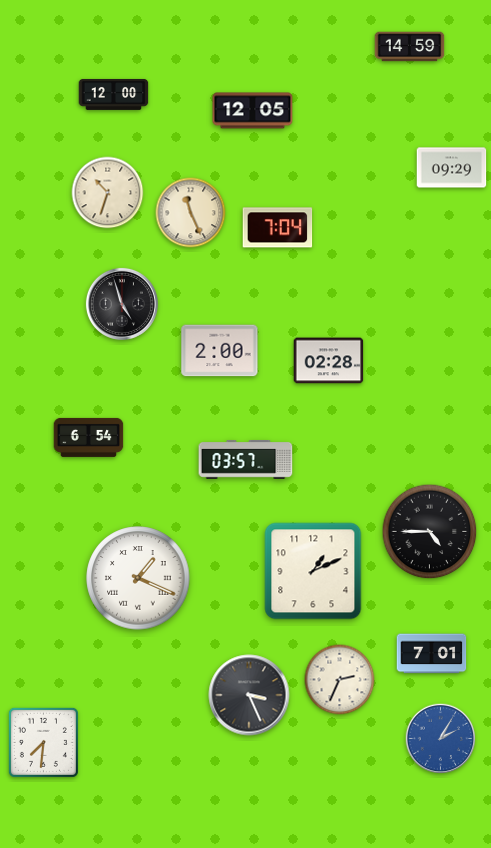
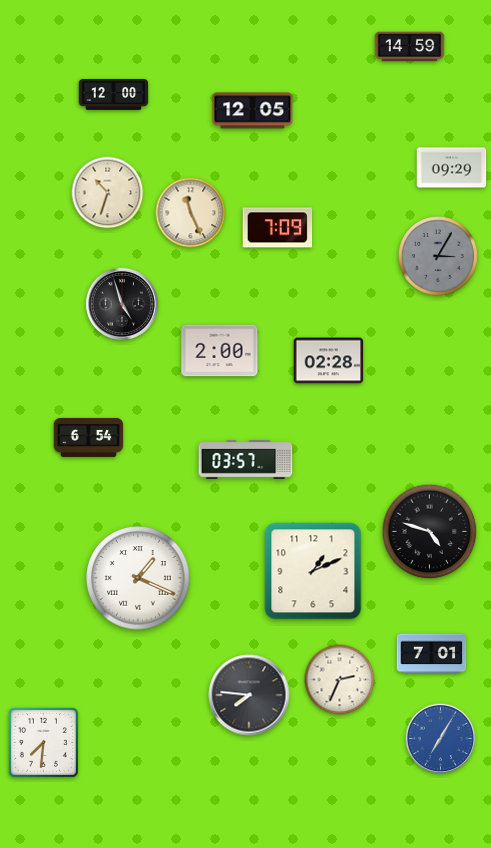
clock at (278, 228): 7:04 -> 7:09
clock at (439, 257): none -> 3:05
clock at (430, 532): 4:45 -> 4:48
clock at (249, 695): 3:26 -> 7:46
clock at (441, 739): 2:05 -> 7:05
